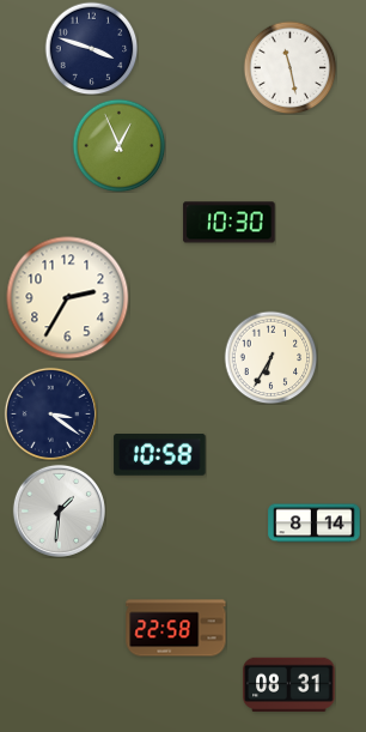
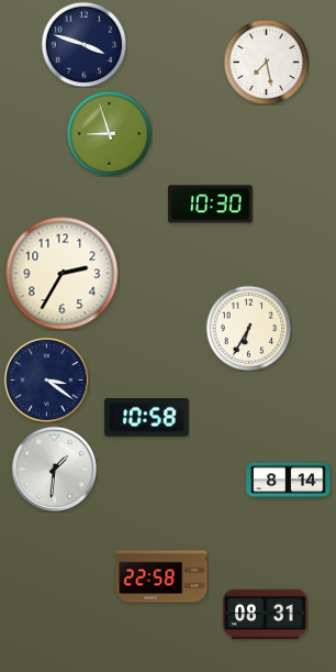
clock at (289, 67): 11:28 -> 7:28
clock at (118, 145): 12:56 -> 8:57
clock at (289, 684) position: (289, 684) -> (266, 614)
